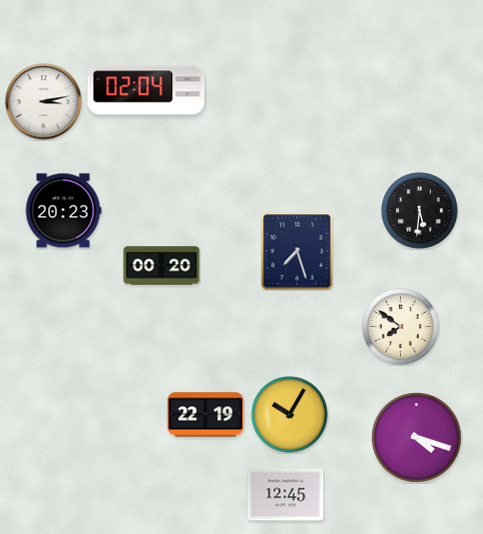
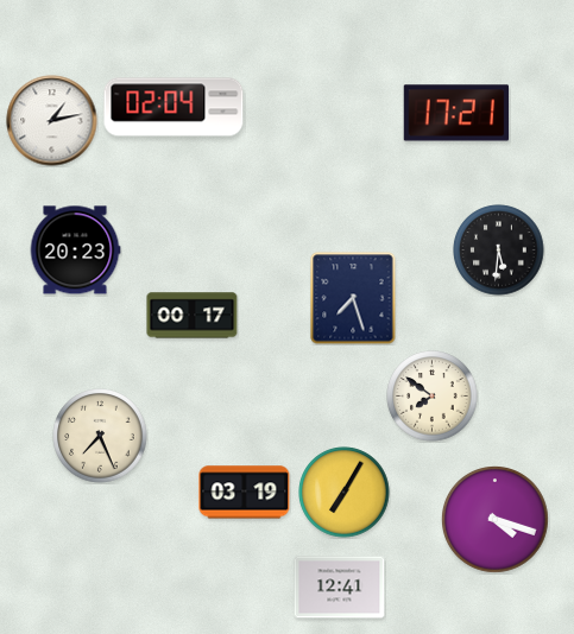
clock at (456, 113): none -> 17:21
clock at (44, 102): 3:13 -> 1:13
clock at (162, 266): 00:20 -> 00:17
clock at (401, 327) position: (401, 327) -> (433, 397)
clock at (100, 436): none -> 7:26
clock at (206, 415): 22:19 -> 03:19
clock at (290, 415): 10:05 -> 7:05
clock at (286, 495): 12:45 -> 12:41
